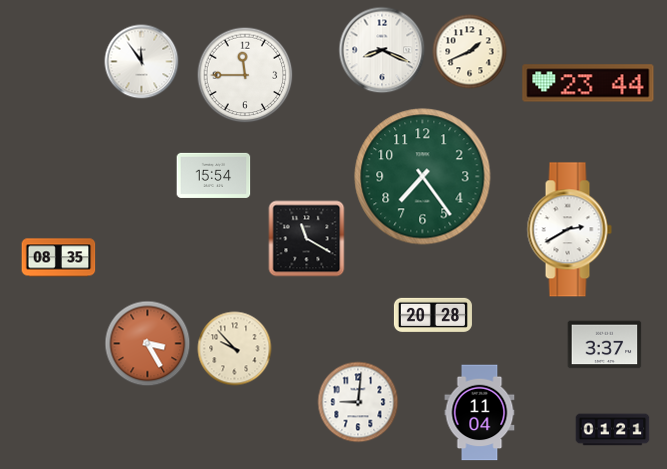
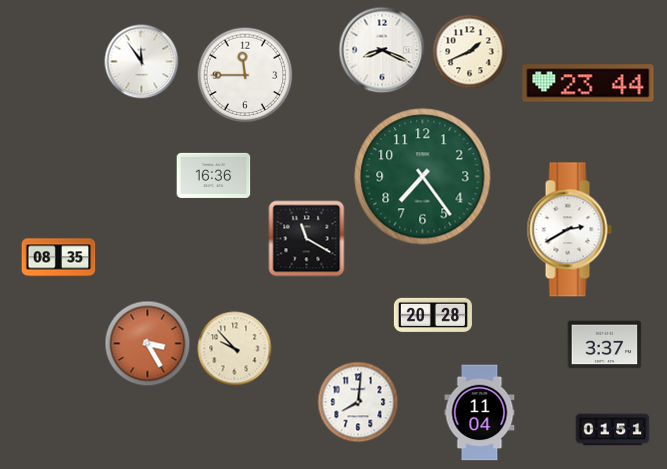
clock at (214, 175): 15:54 -> 16:36
clock at (358, 402): 9:01 -> 8:01
clock at (613, 430): 01:21 -> 01:51
